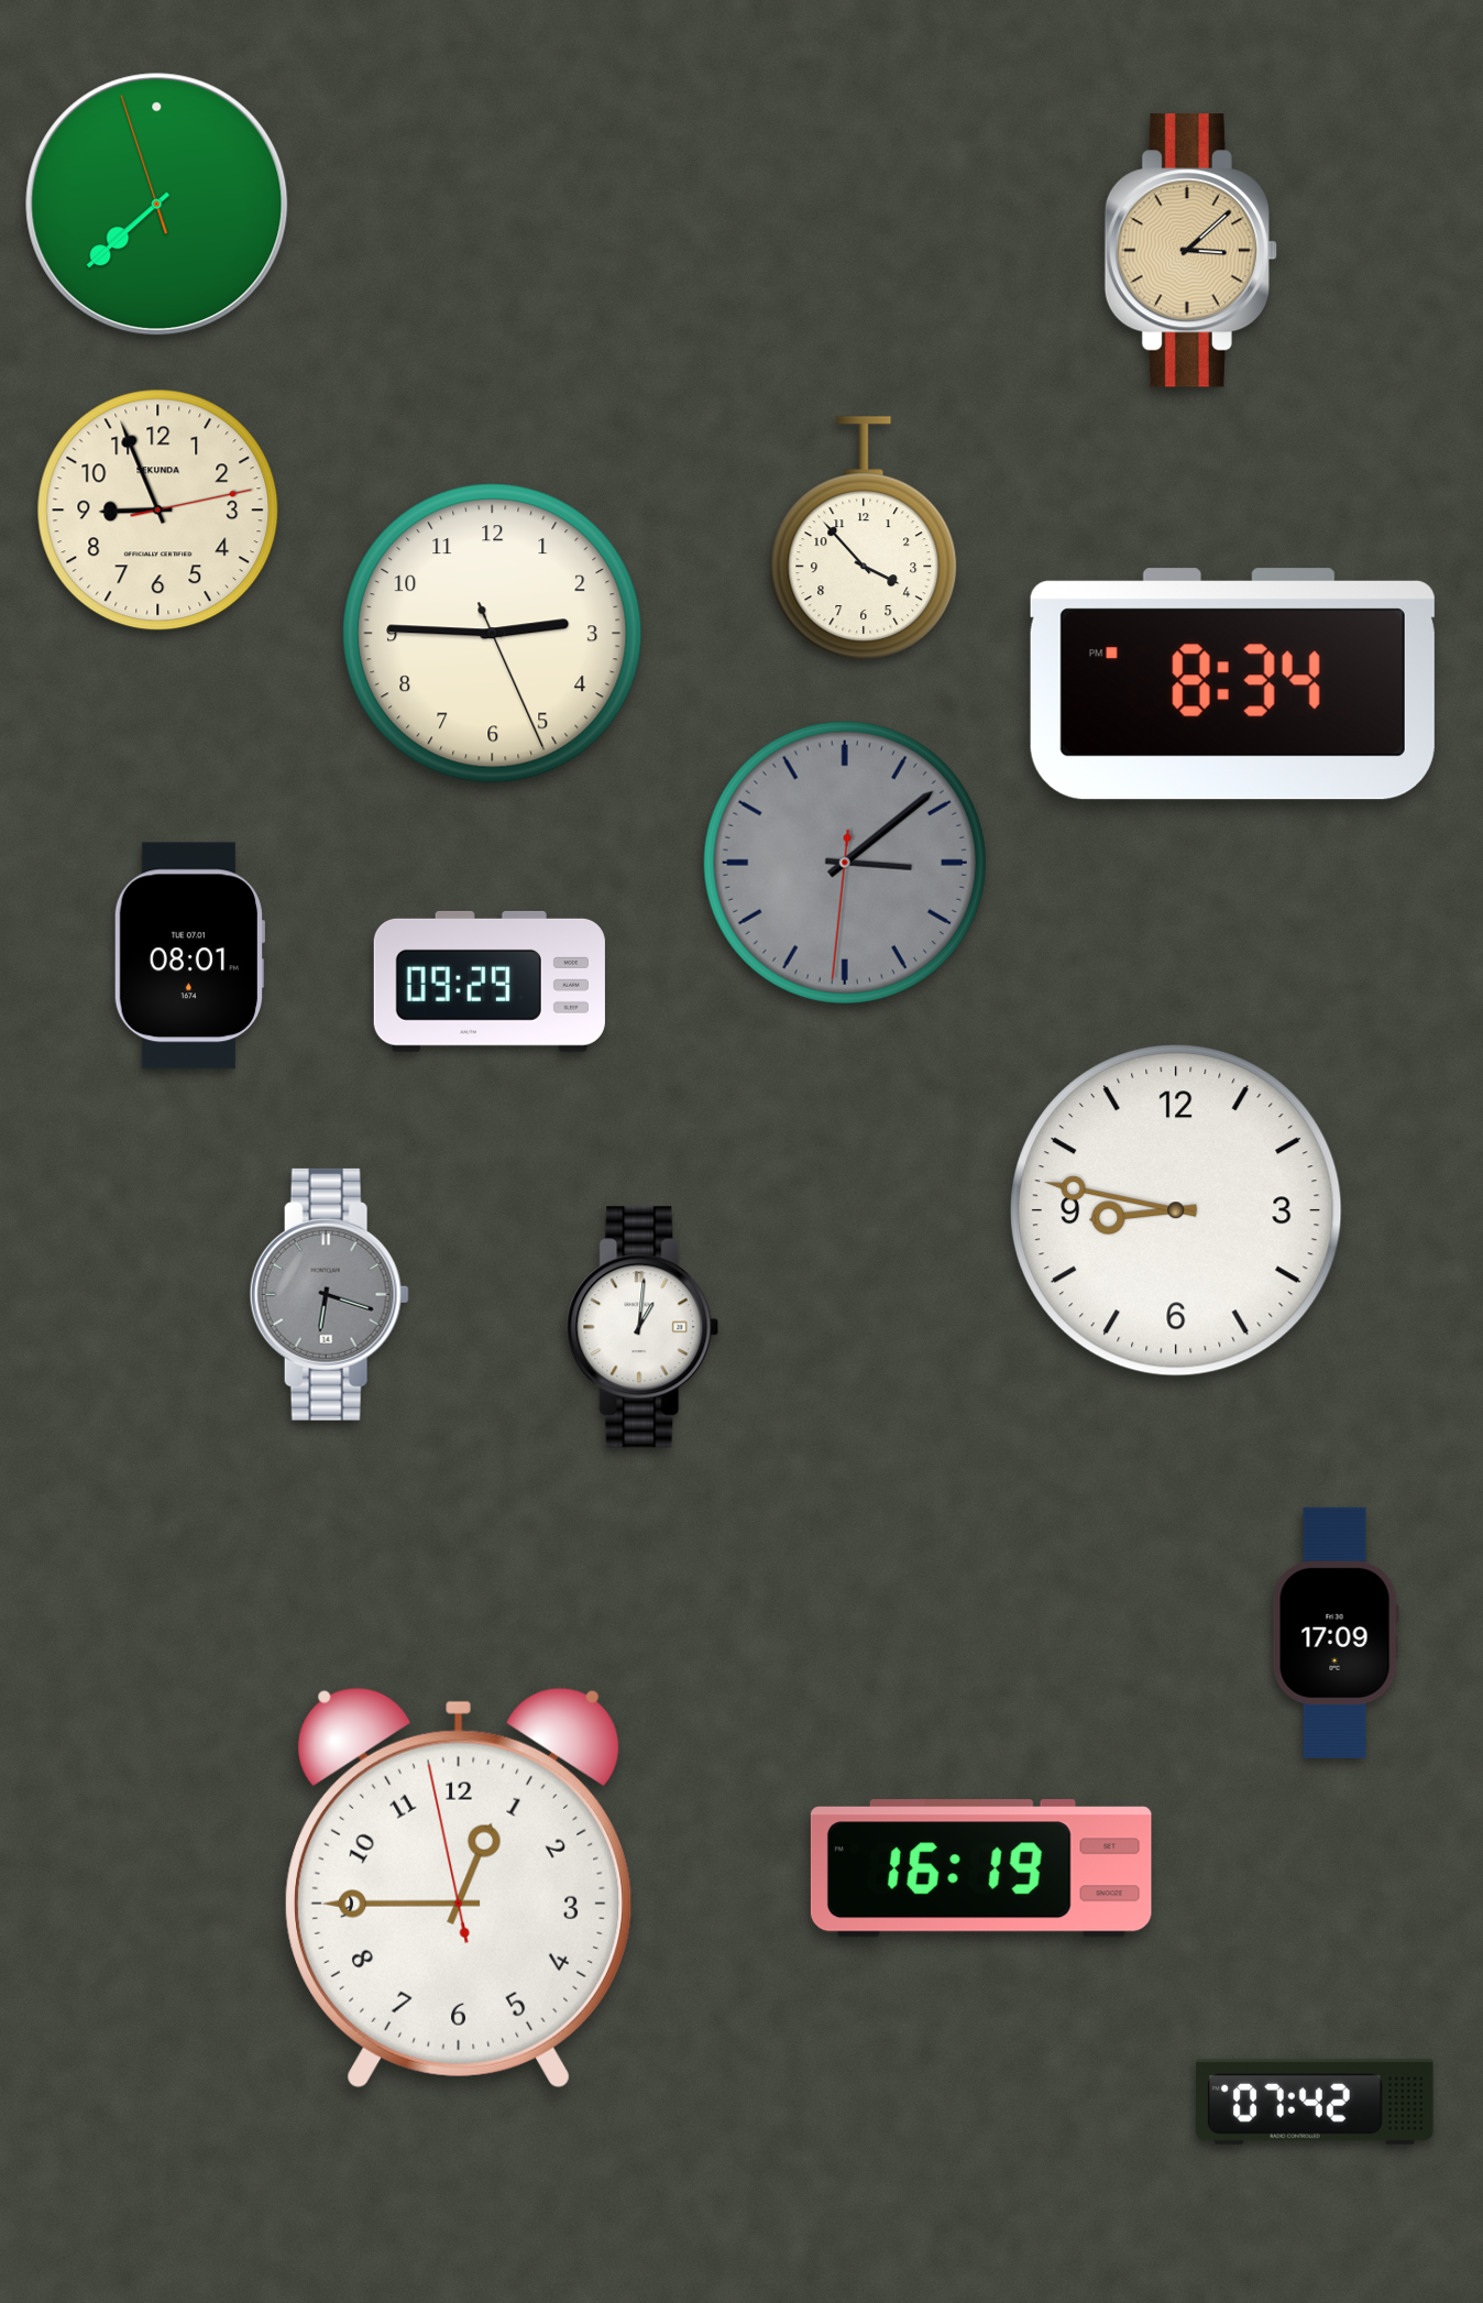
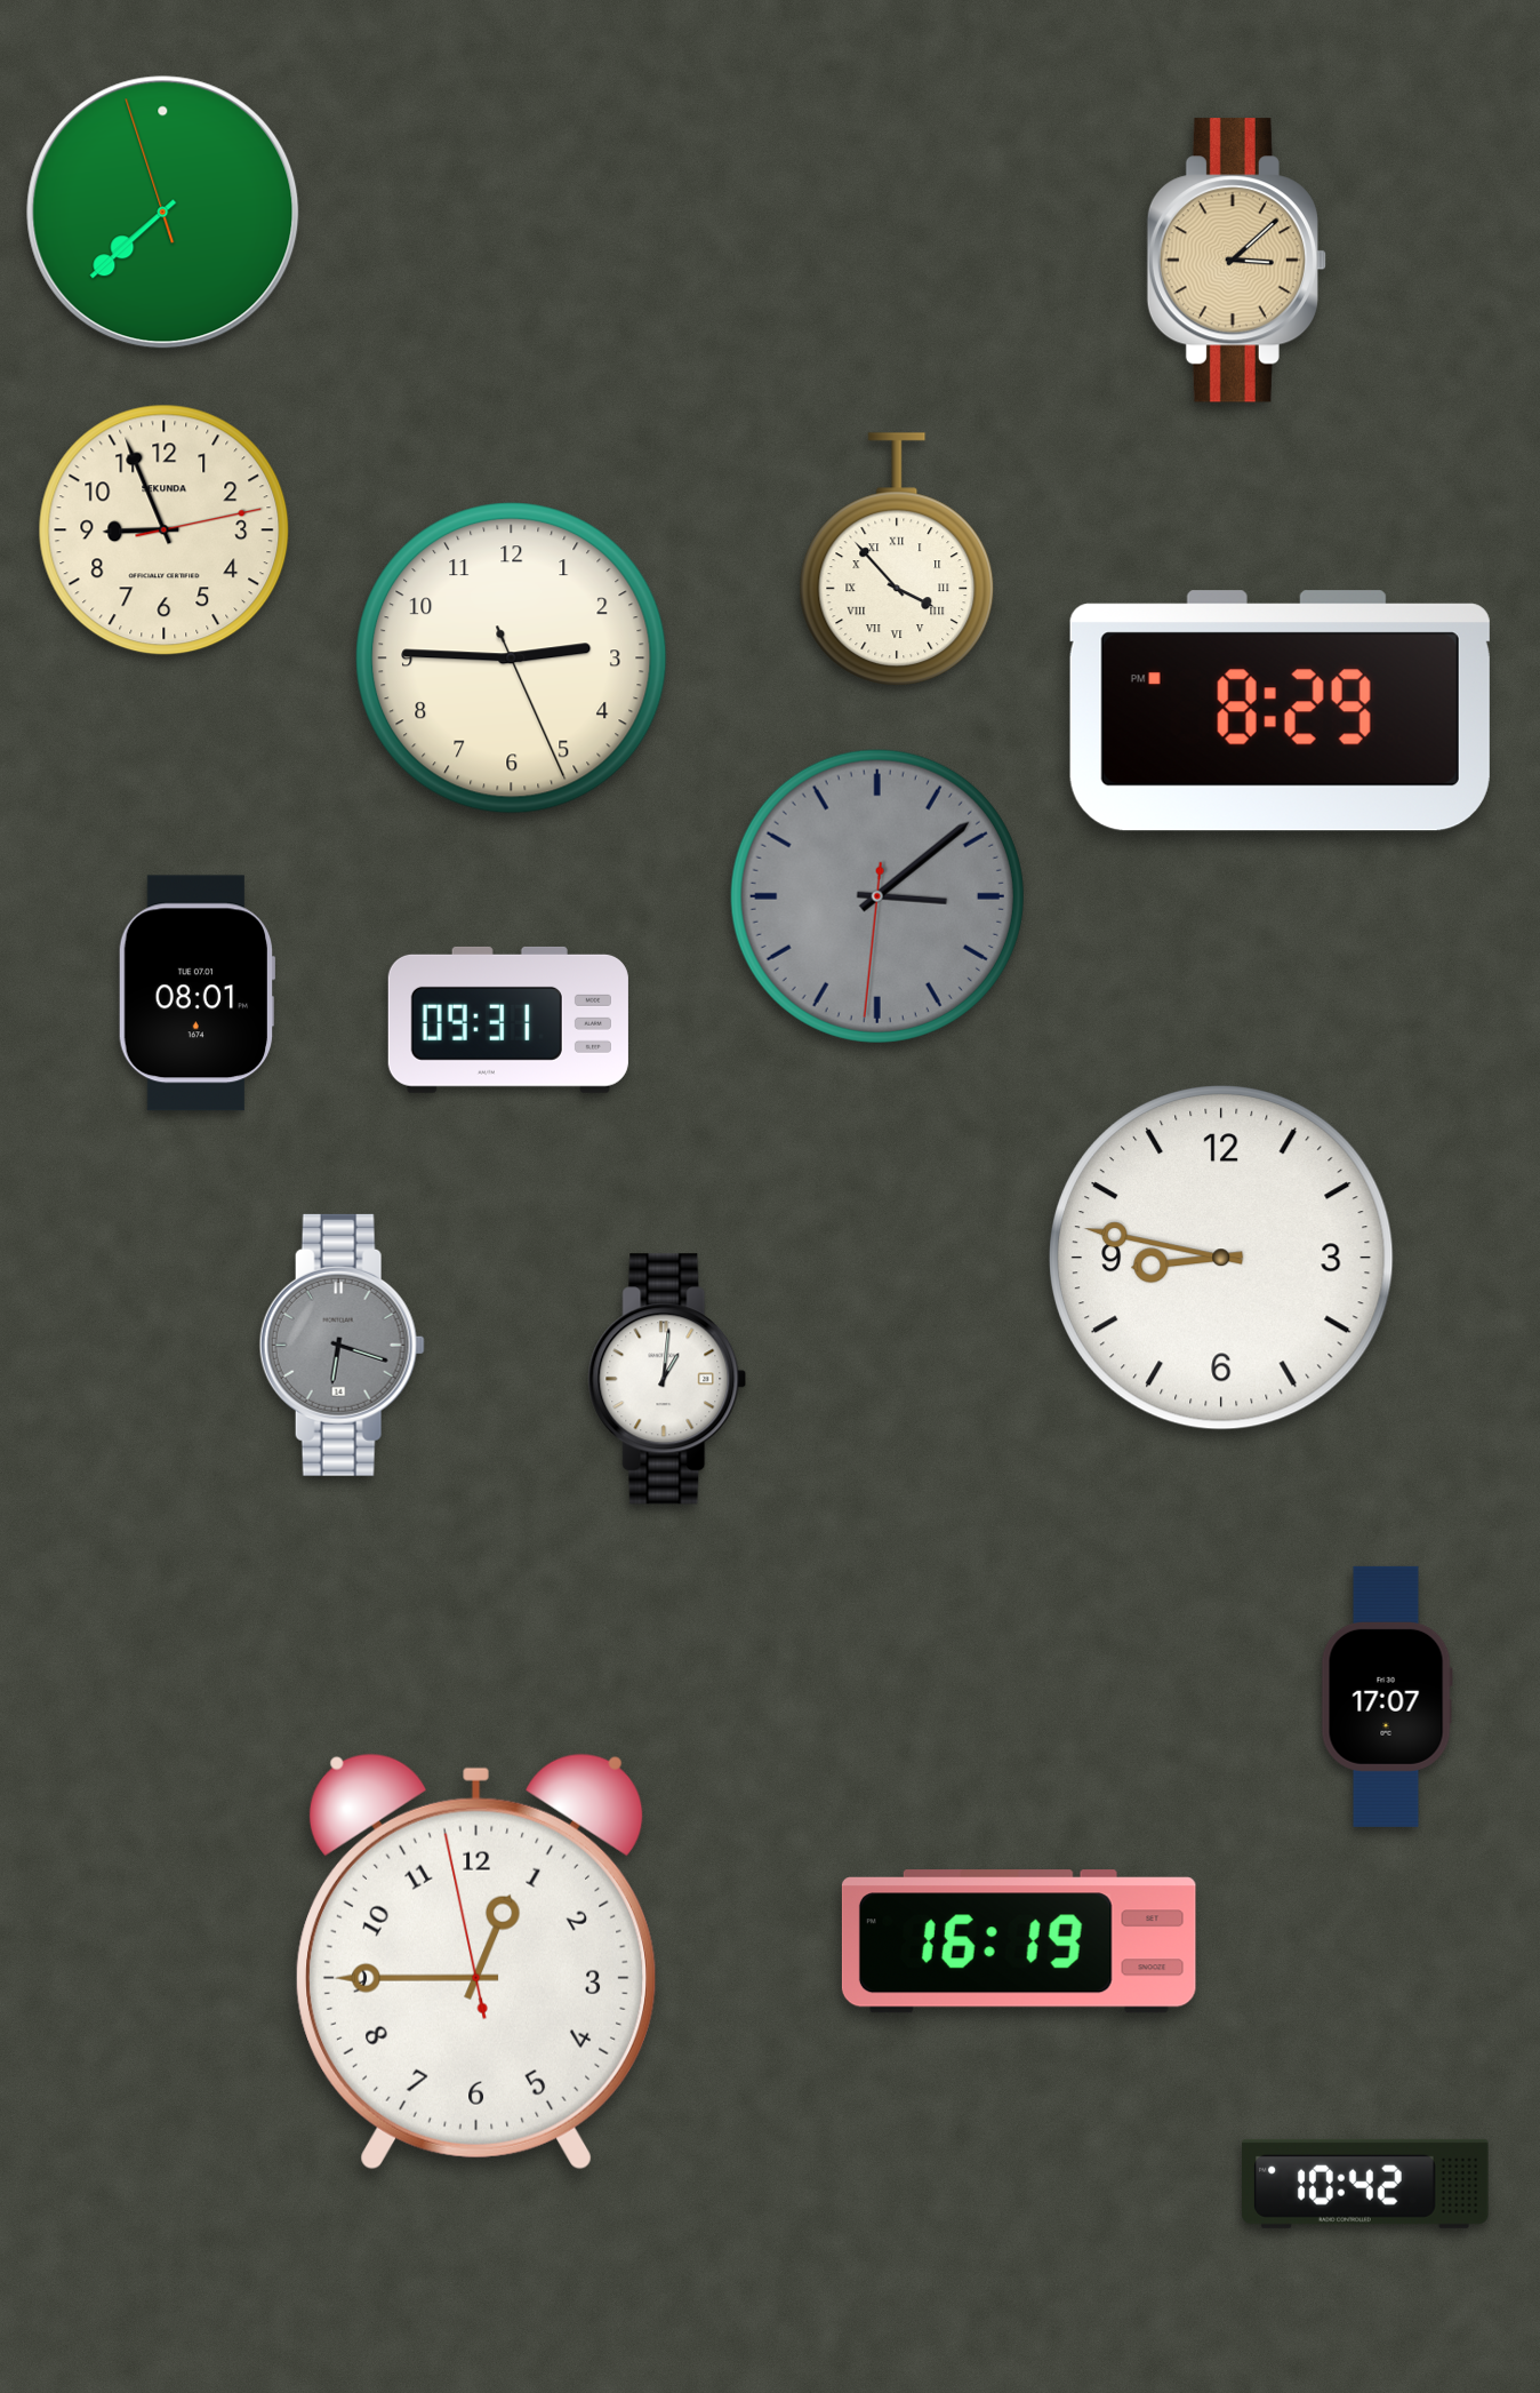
clock at (864, 538) numerals: Arabic -> Roman
clock at (1232, 684): 8:34 -> 8:29
clock at (490, 981): 09:29 -> 09:31
clock at (1336, 1633): 17:09 -> 17:07
clock at (1315, 2102): 07:42 -> 10:42
